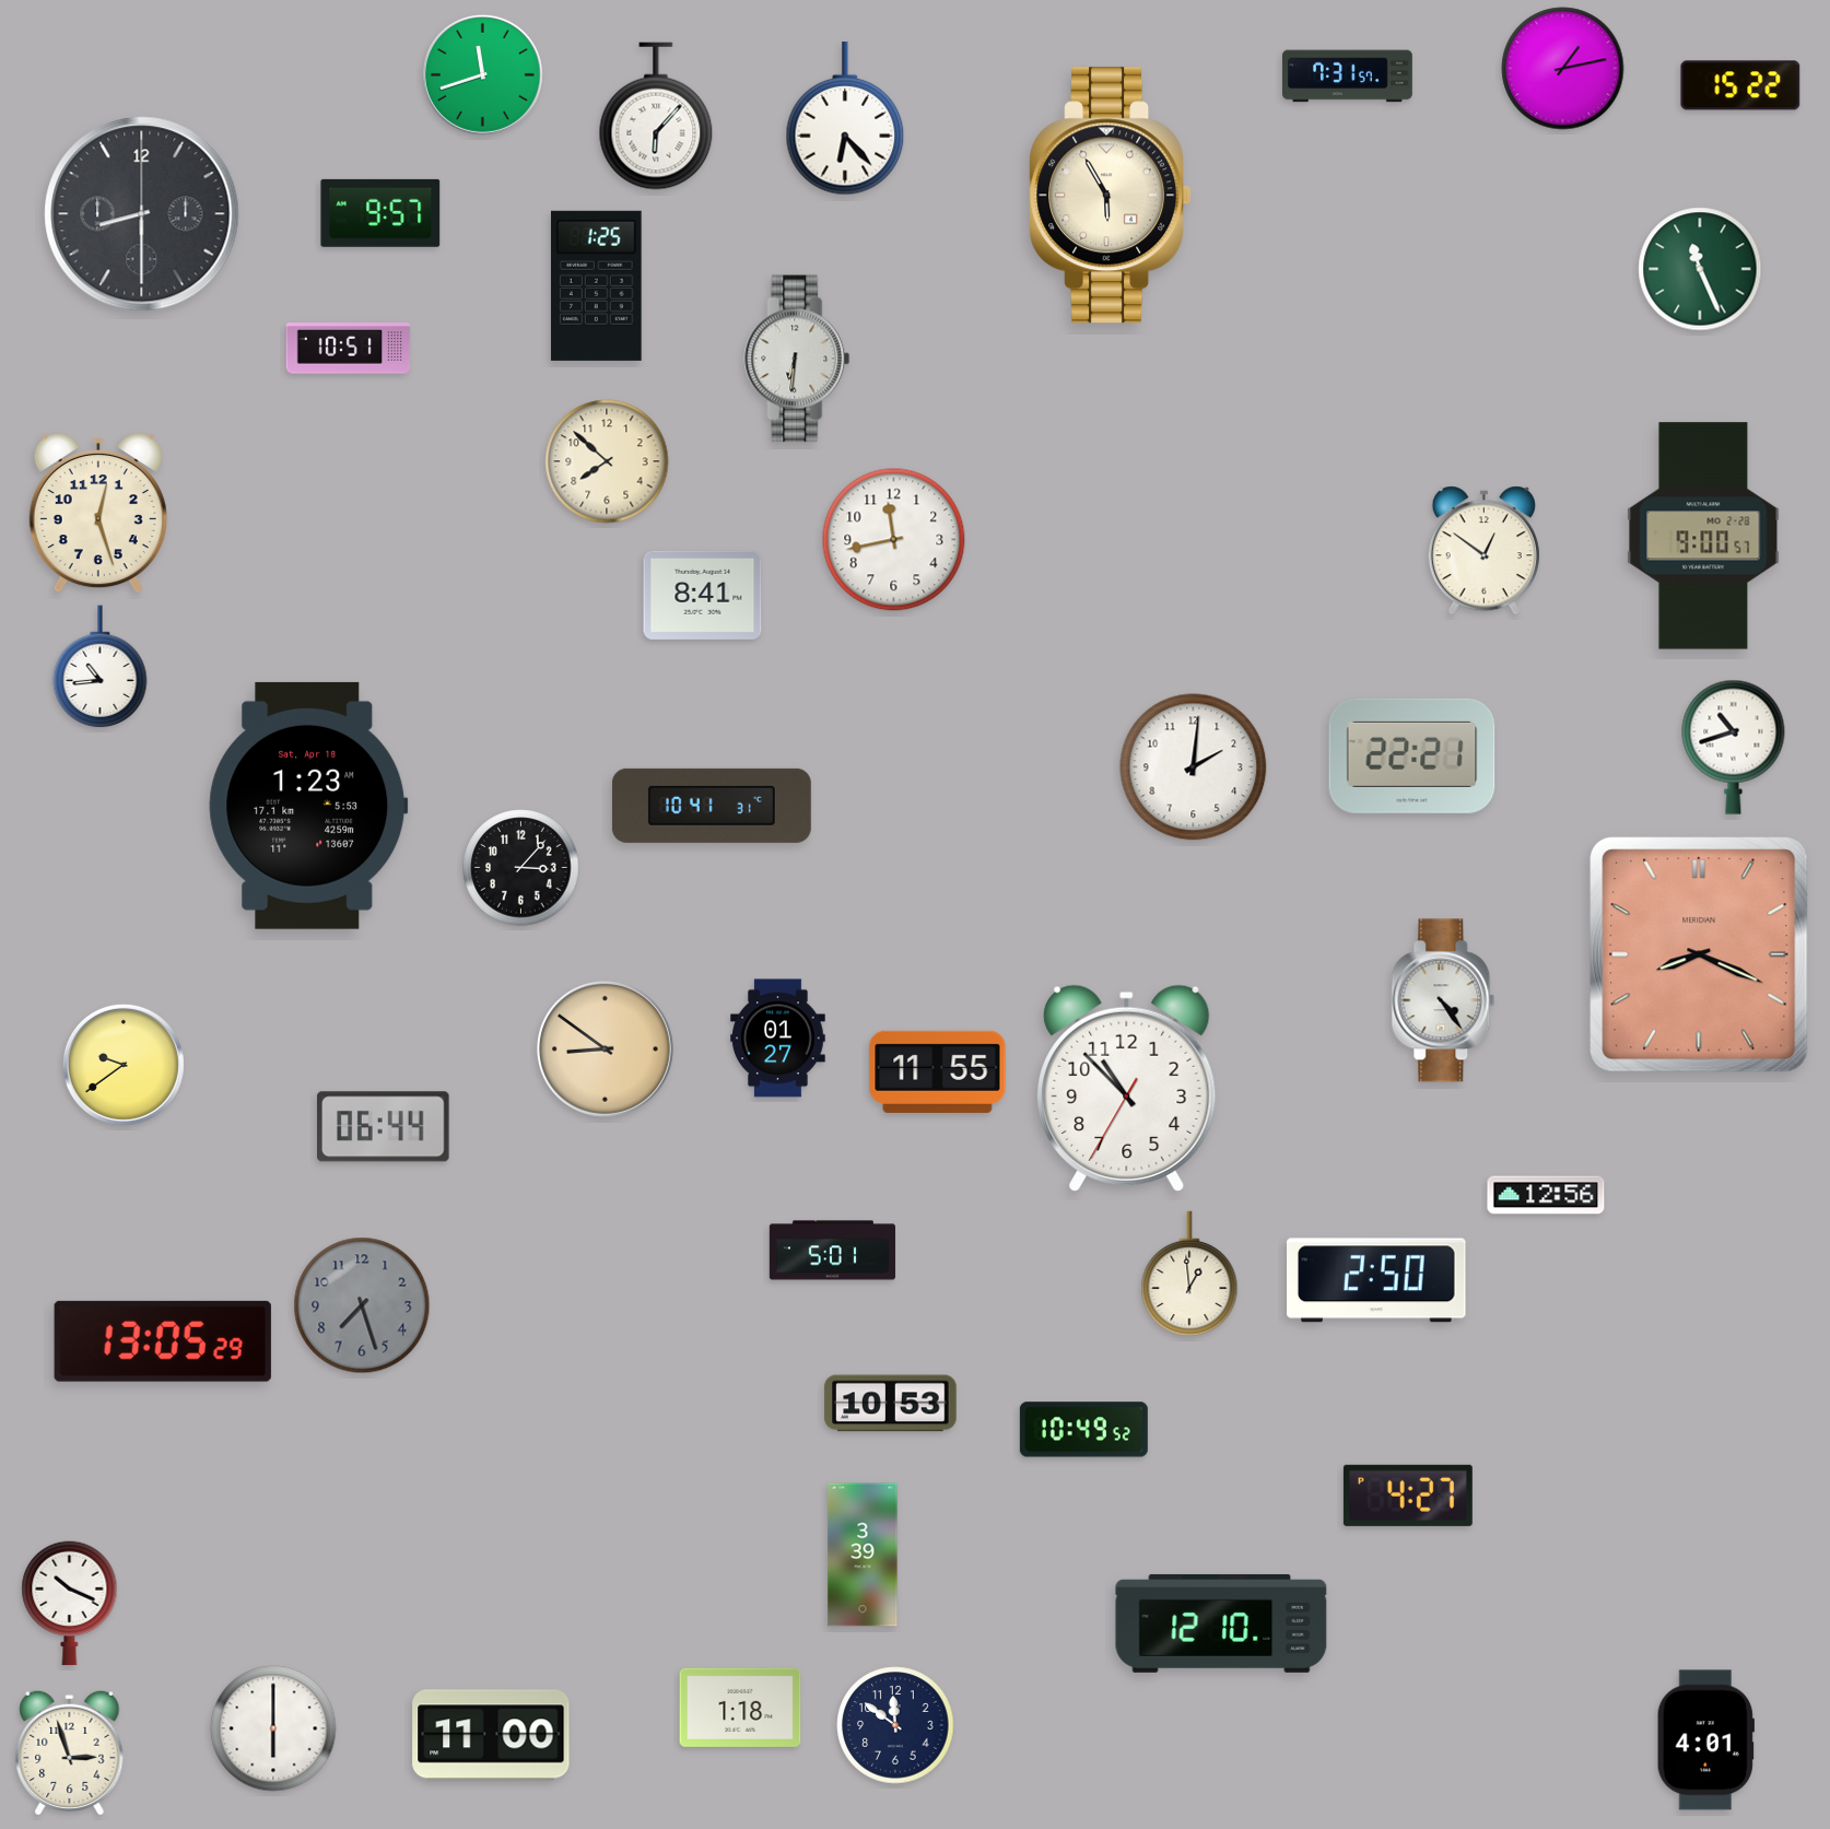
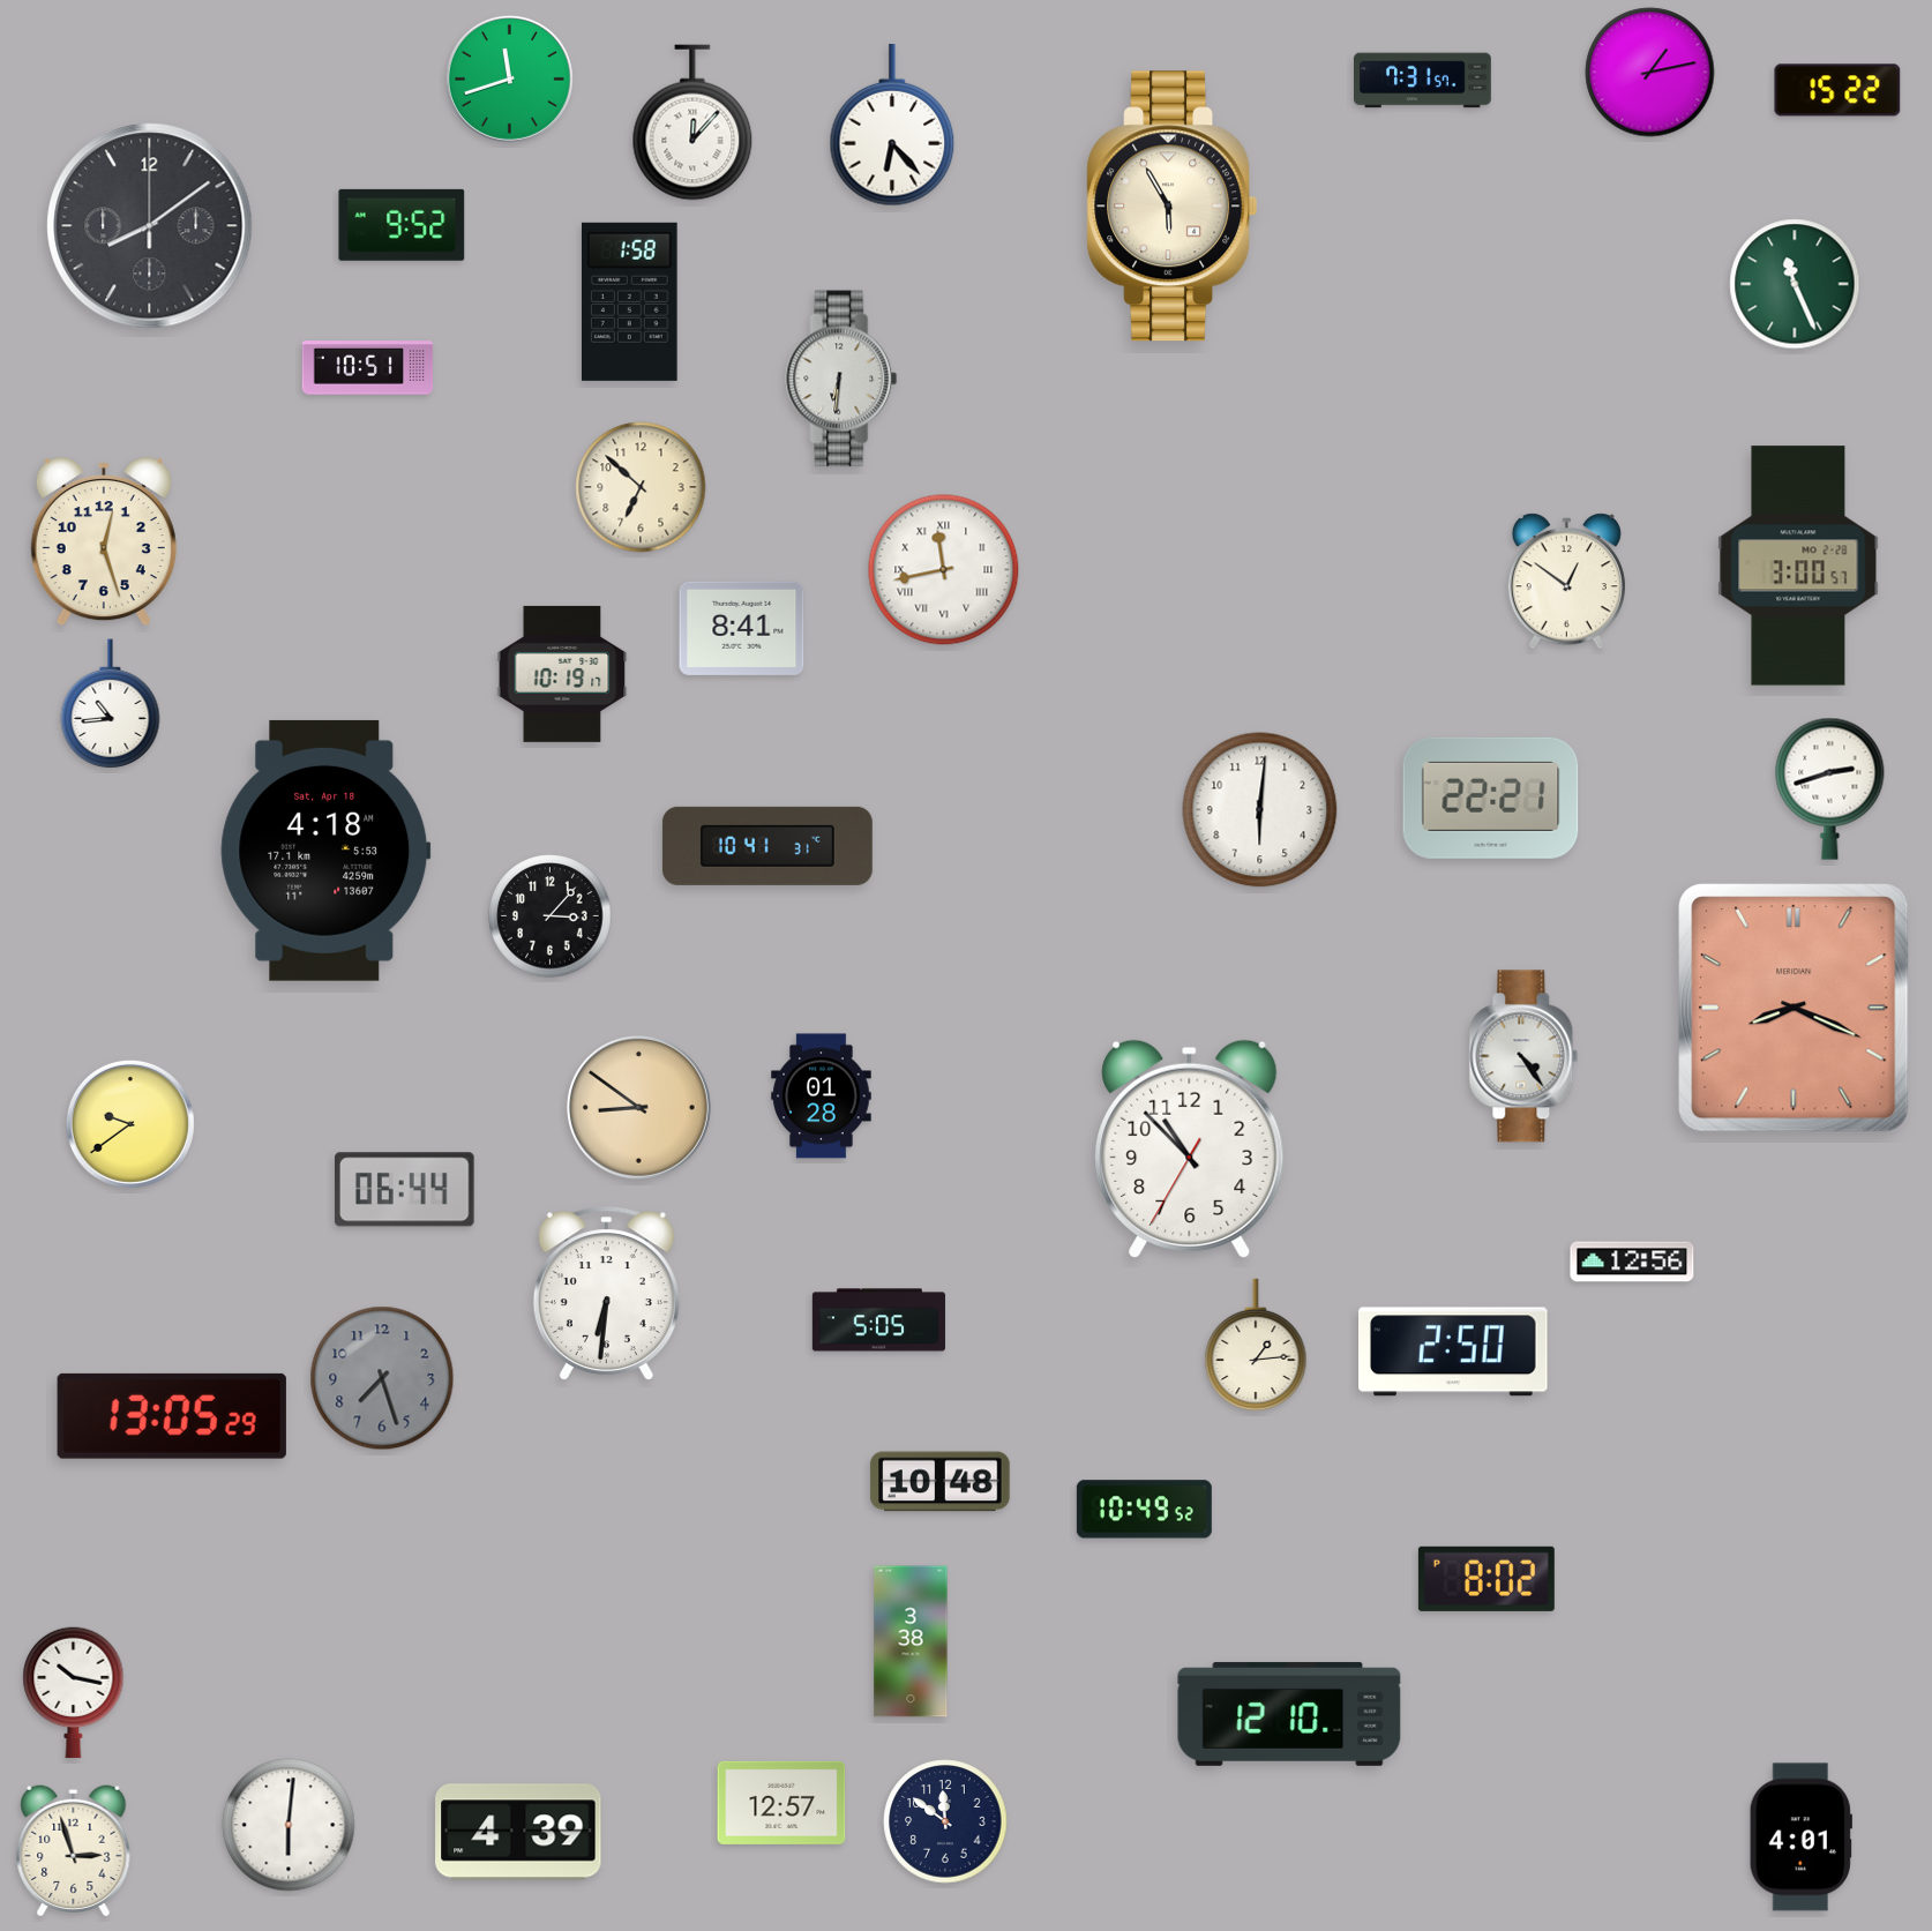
clock at (656, 116): 6:07 -> 12:07
clock at (380, 213): 9:57 -> 9:52
clock at (142, 214): 8:30 -> 8:09
clock at (596, 285): 1:25 -> 1:58
clock at (607, 461): 7:52 -> 6:52
clock at (1703, 536): 9:00 -> 3:00
clock at (894, 540) numerals: Arabic -> Roman
clock at (562, 674): none -> 10:19
clock at (101, 667) position: (101, 667) -> (111, 704)
clock at (1734, 747): 10:42 -> 2:42
clock at (1194, 767): 2:01 -> 6:01
clock at (308, 806): 1:23 -> 4:18
clock at (712, 806) position: (712, 806) -> (767, 846)
clock at (778, 1039): 01:27 -> 01:28
clock at (938, 1071): 11:55 -> none
clock at (606, 1294): none -> 6:31
clock at (832, 1251): 5:01 -> 5:05
clock at (1189, 1274): 12:59 -> 1:14
clock at (891, 1404): 10:53 -> 10:48
clock at (1408, 1496): 4:27 -> 8:02
clock at (863, 1555): 3:39 -> 3:38
clock at (70, 1604): 10:19 -> 10:17
clock at (740, 1708): 1:18 -> 12:57
clock at (273, 1728): 6:00 -> 6:01
clock at (491, 1735): 11:00 -> 4:39
